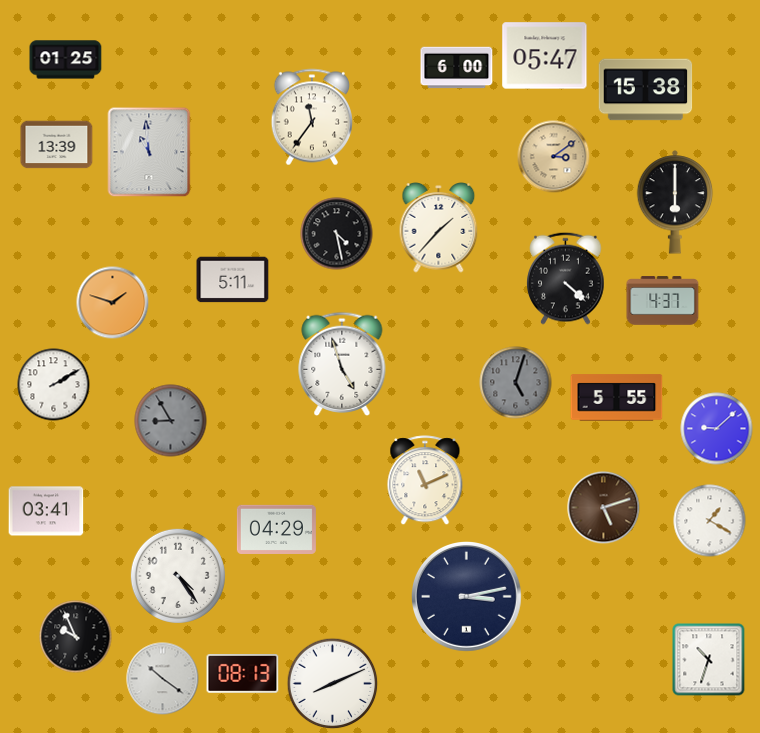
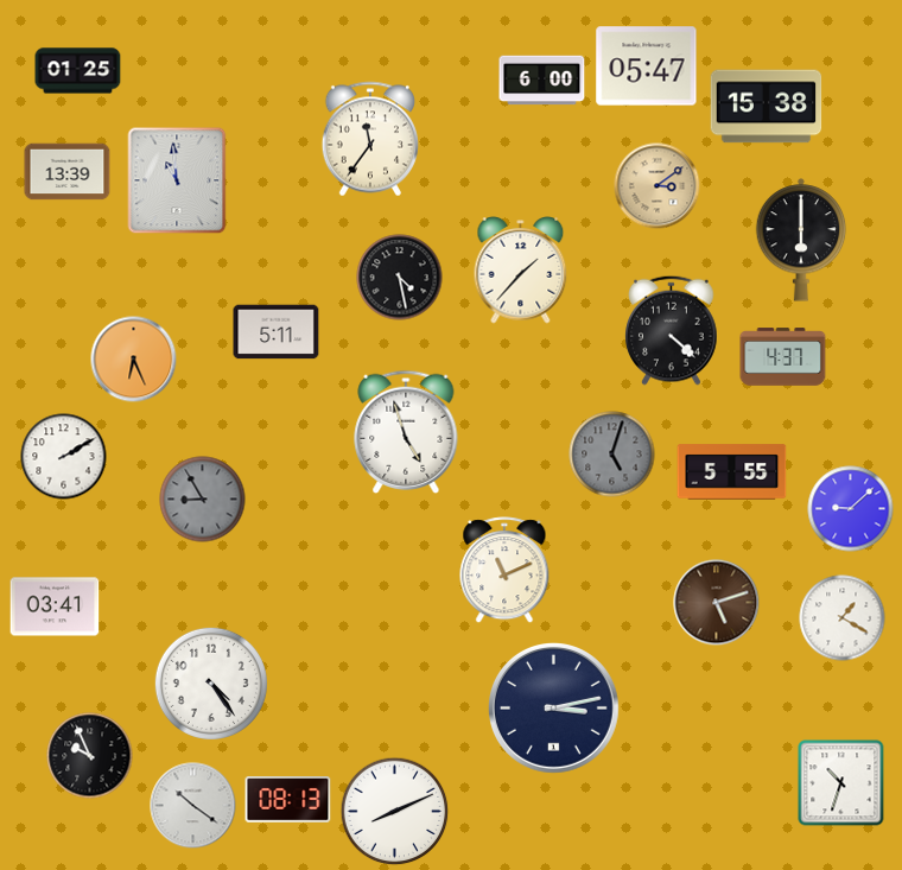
clock at (663, 301) position: (663, 301) -> (783, 357)
clock at (113, 303): 1:48 -> 6:26
clock at (276, 529): 04:29 -> none
